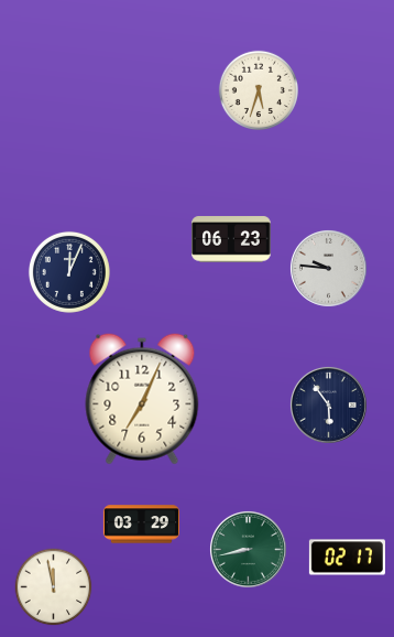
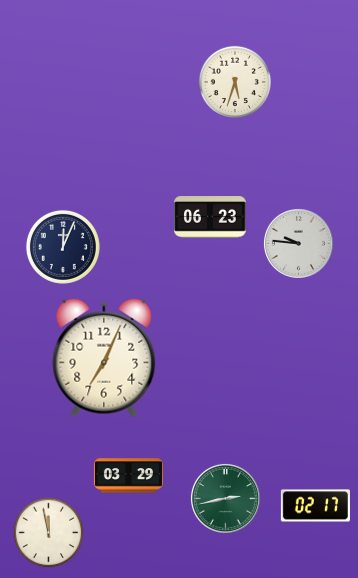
clock at (142, 399) position: (142, 399) -> (104, 358)
clock at (328, 404): 5:54 -> none
clock at (248, 549): 8:43 -> 2:43
